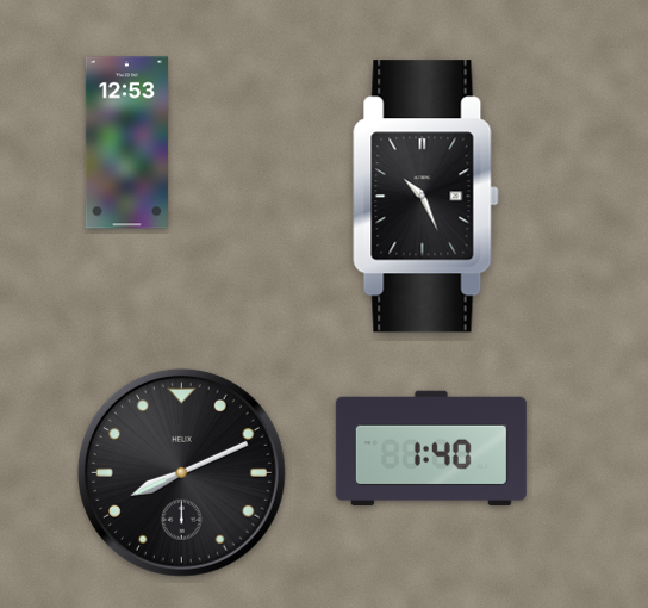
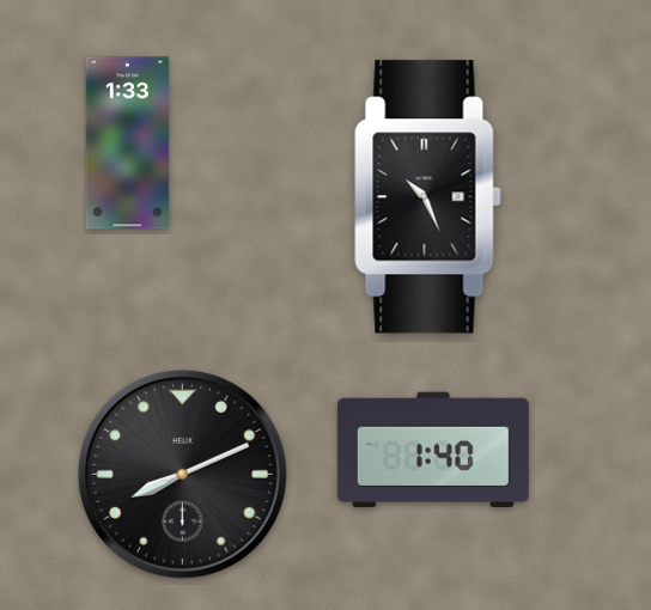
clock at (126, 143): 12:53 -> 1:33
